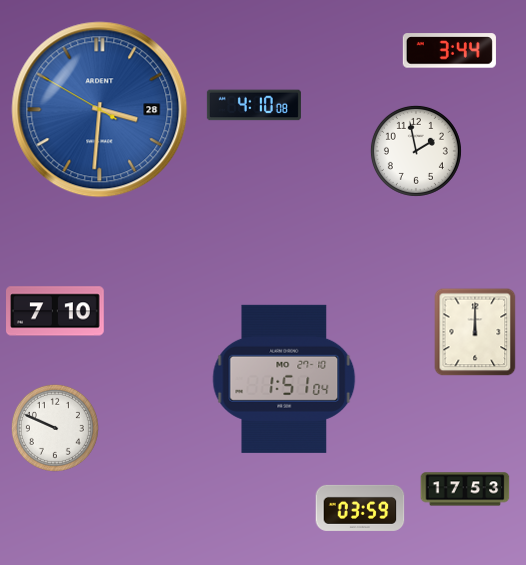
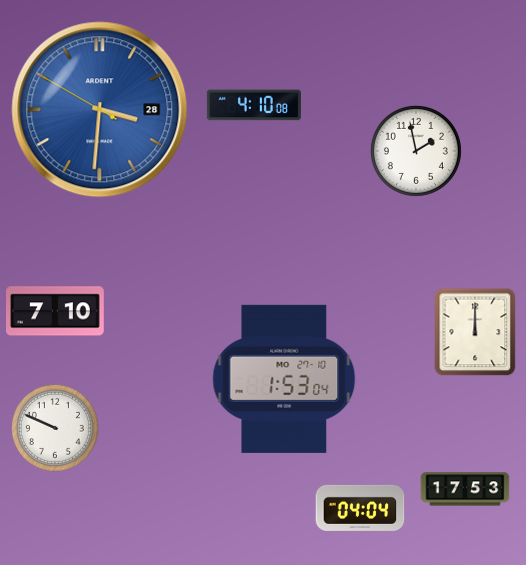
clock at (449, 51): 3:44 -> none
clock at (284, 379): 1:51 -> 1:53
clock at (360, 508): 03:59 -> 04:04
